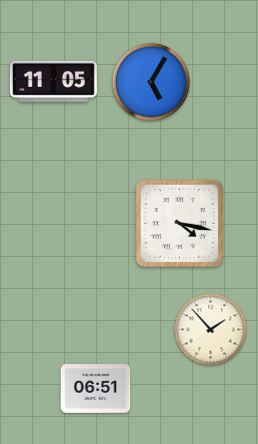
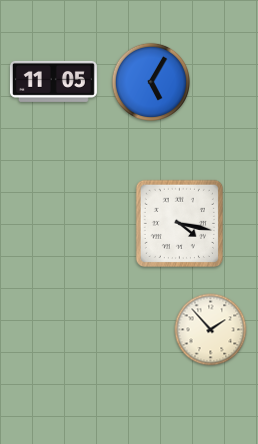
clock at (96, 389): 06:51 -> none
